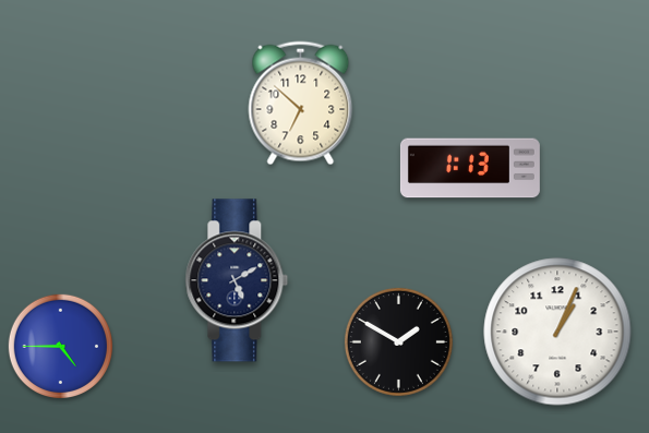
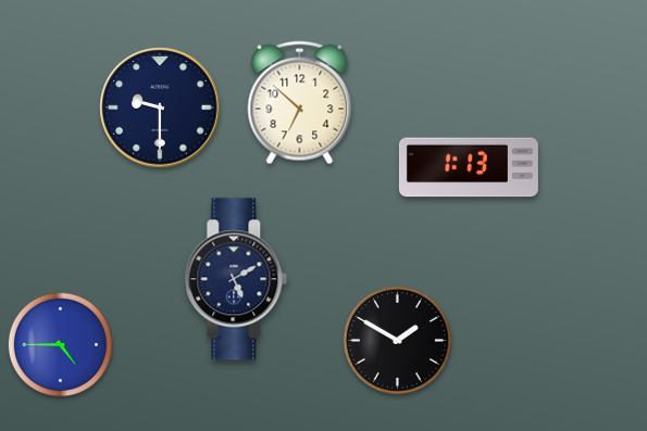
clock at (160, 107): none -> 9:30
clock at (557, 332): 1:04 -> none
